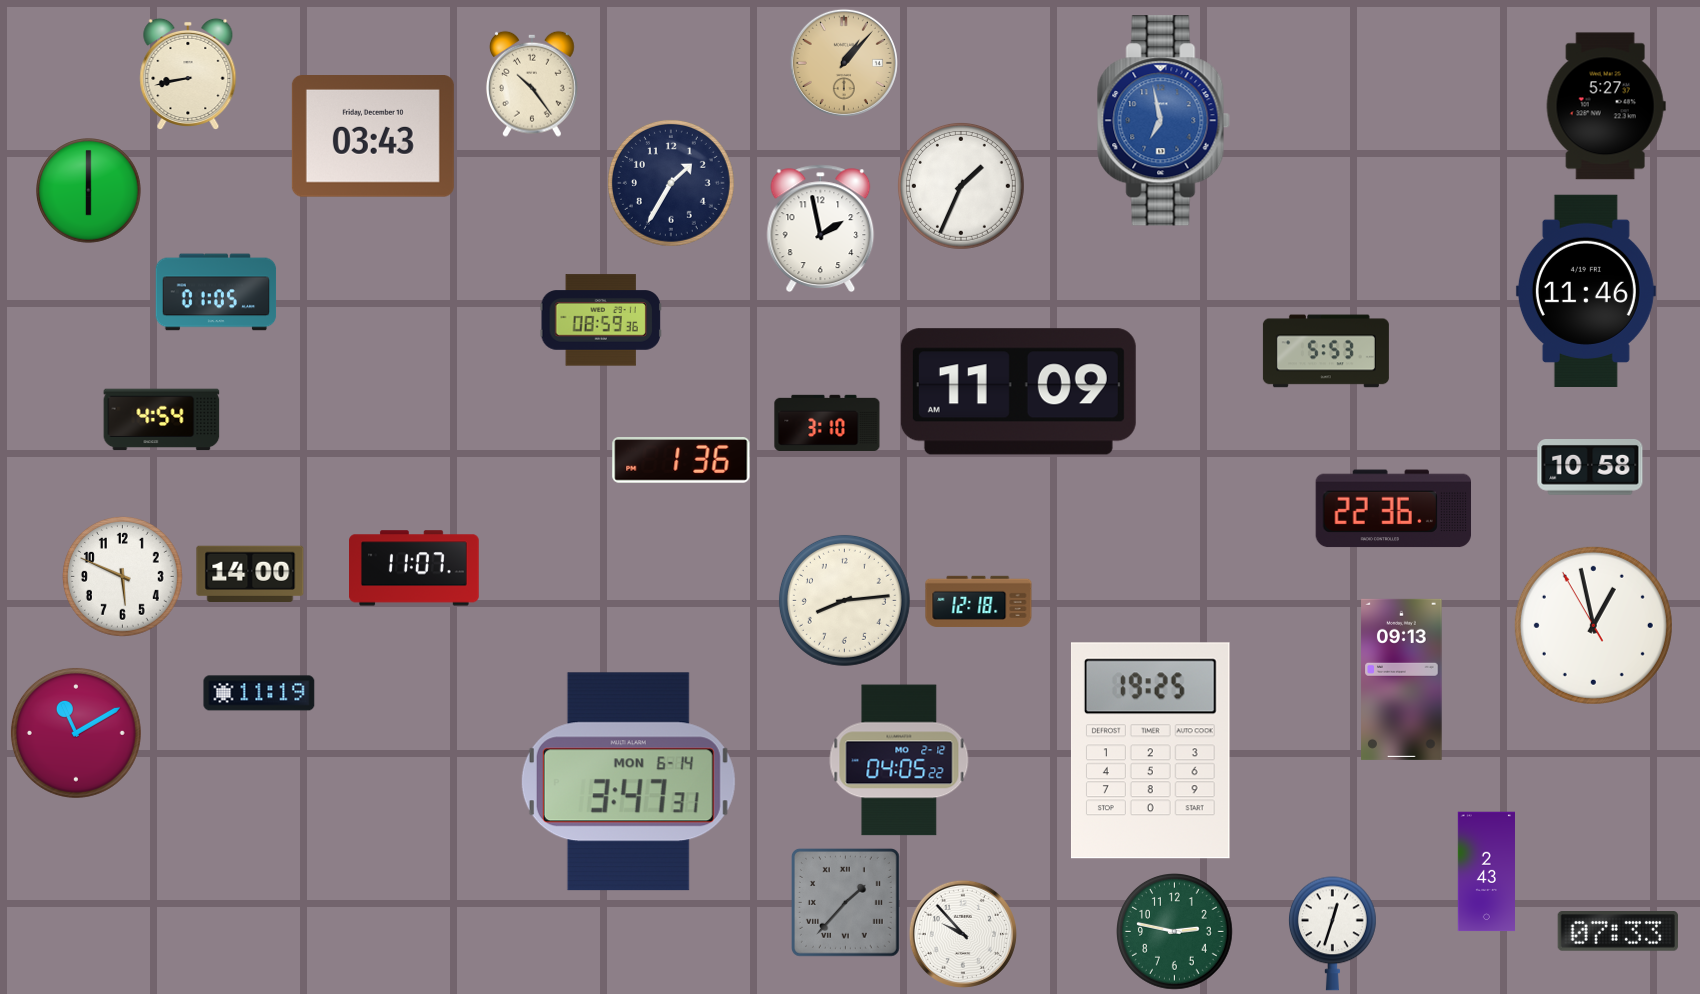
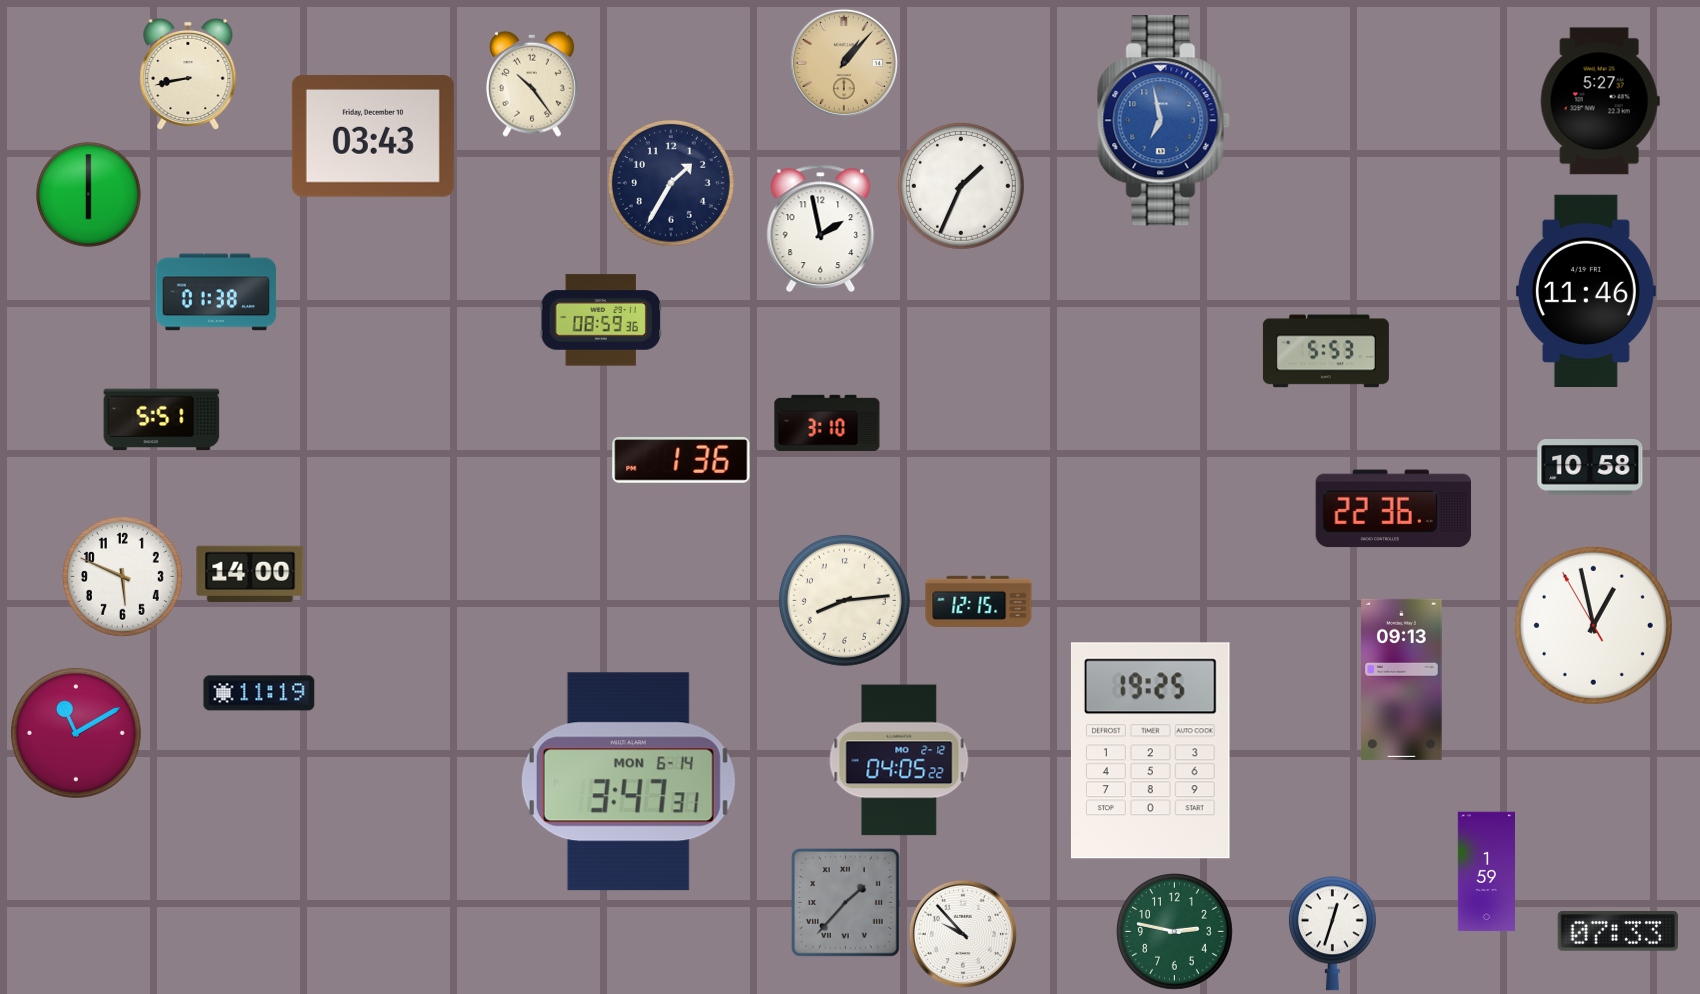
clock at (1606, 106) position: (1606, 106) -> (1600, 101)
clock at (89, 191) position: (89, 191) -> (89, 195)
clock at (216, 292): 01:05 -> 01:38
clock at (1018, 392): 11:09 -> none
clock at (162, 420): 4:54 -> 5:51
clock at (415, 568): 11:07 -> none
clock at (979, 601): 12:18 -> 12:15
clock at (1486, 872): 2:43 -> 1:59
